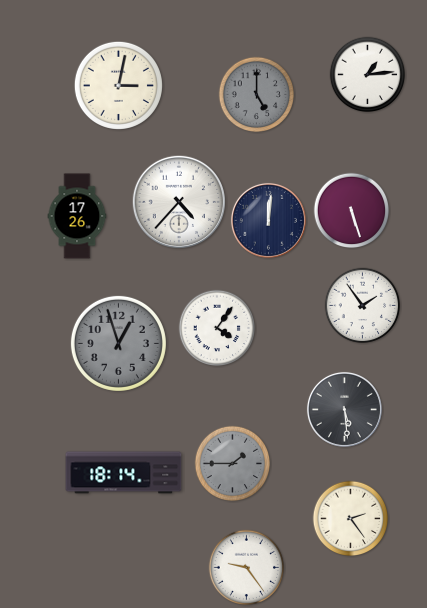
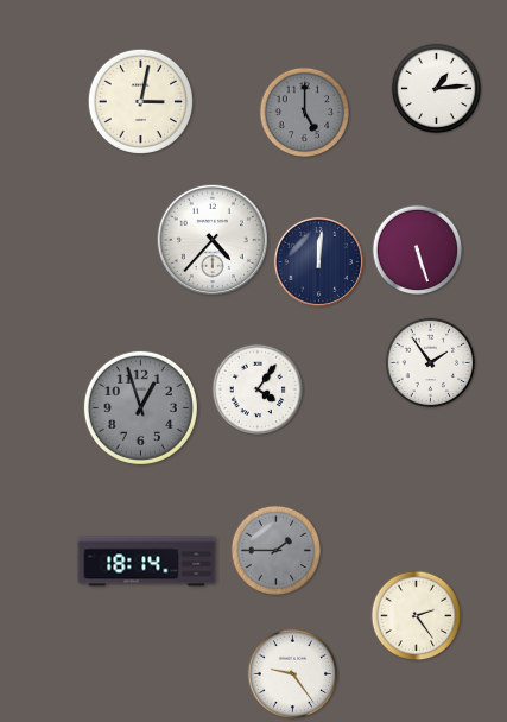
clock at (77, 216): 17:26 -> none
clock at (344, 409): 5:29 -> none
